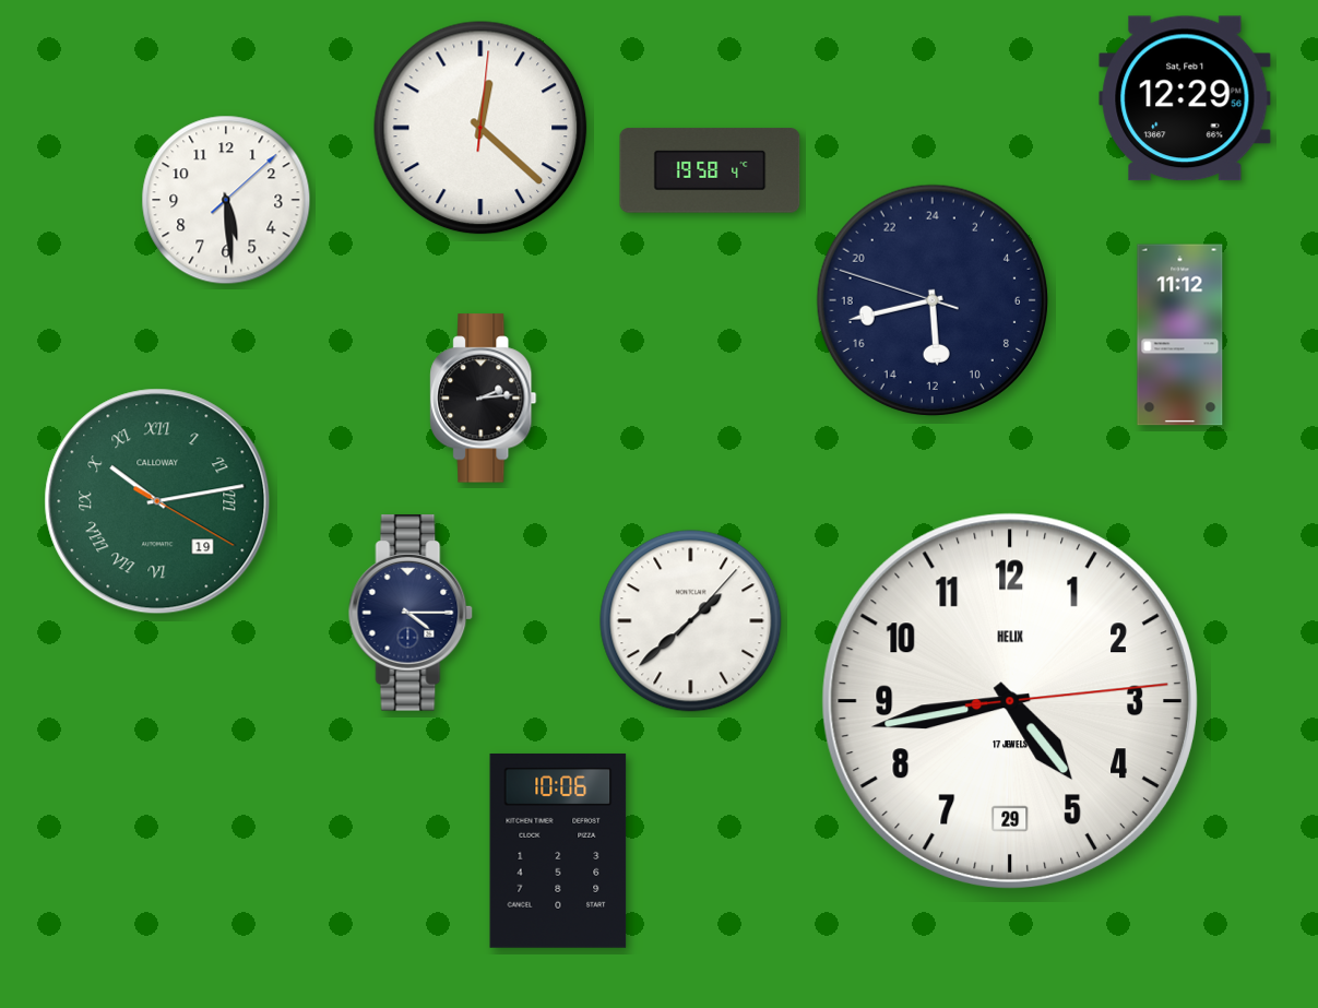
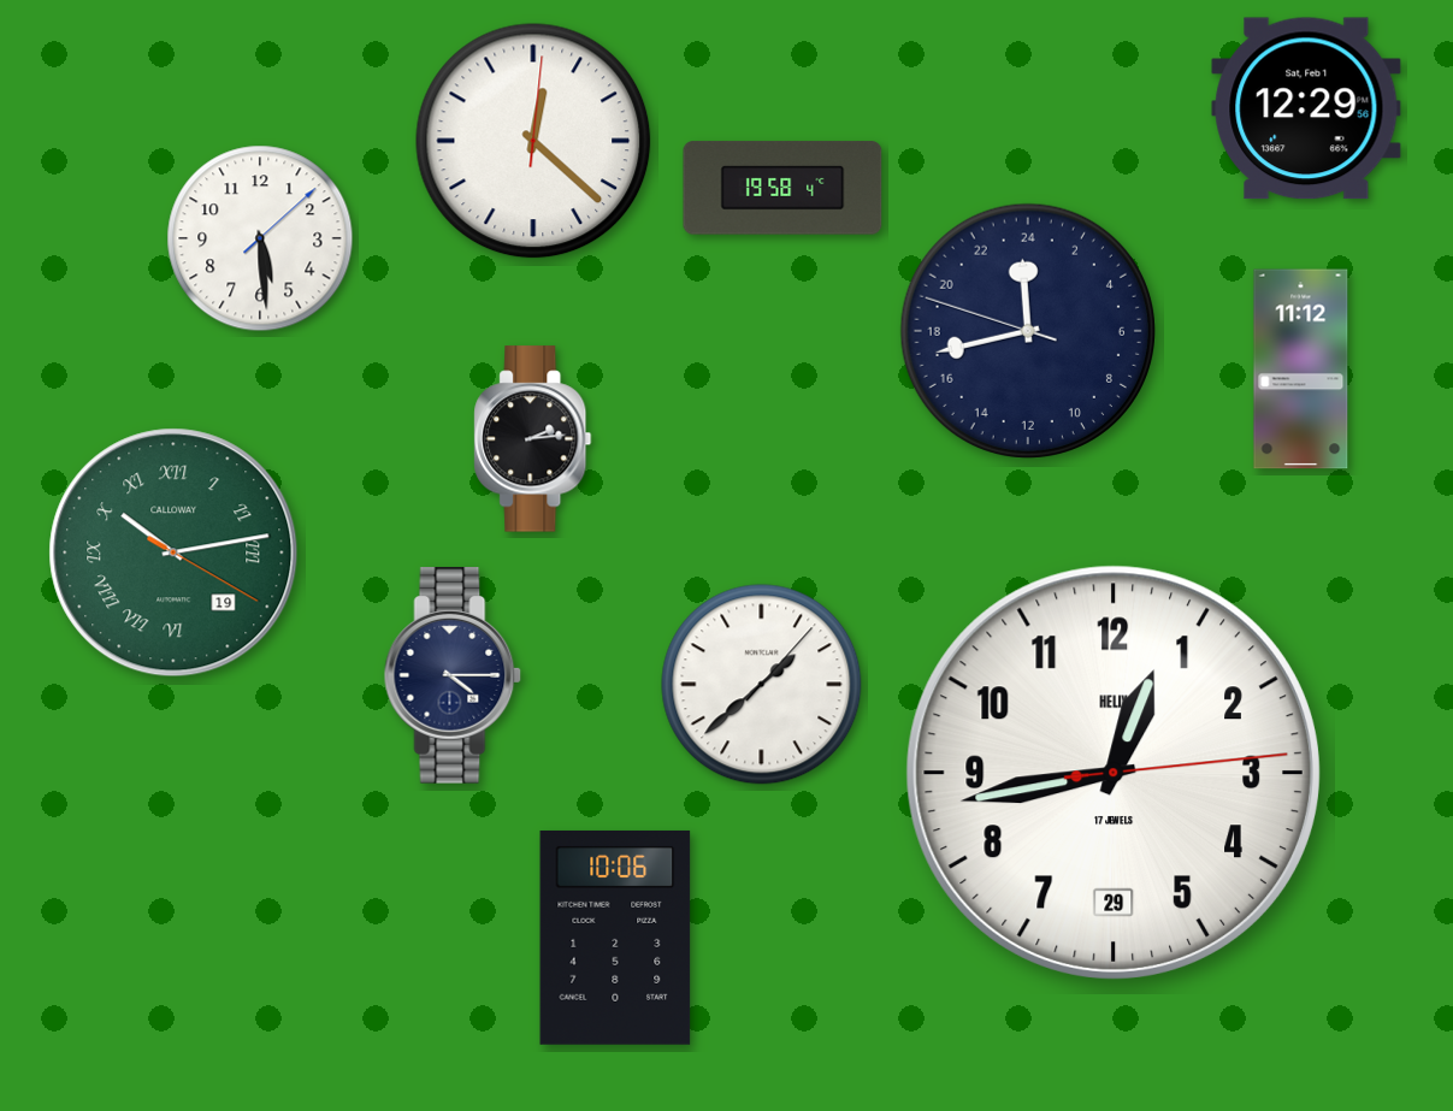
clock at (480, 128) position: (480, 128) -> (533, 141)
clock at (226, 200) position: (226, 200) -> (260, 238)
clock at (933, 300): 11:42 -> 23:42
clock at (1010, 701): 4:43 -> 12:43
